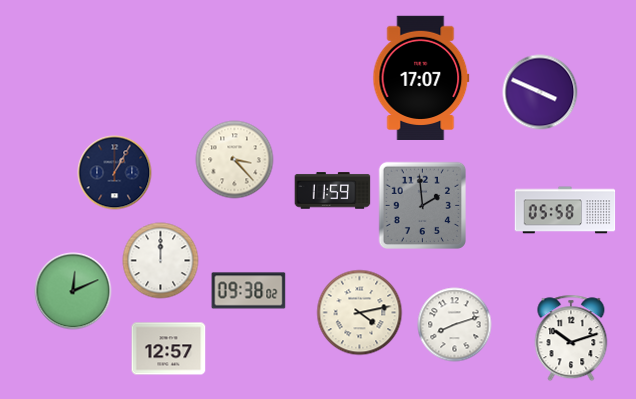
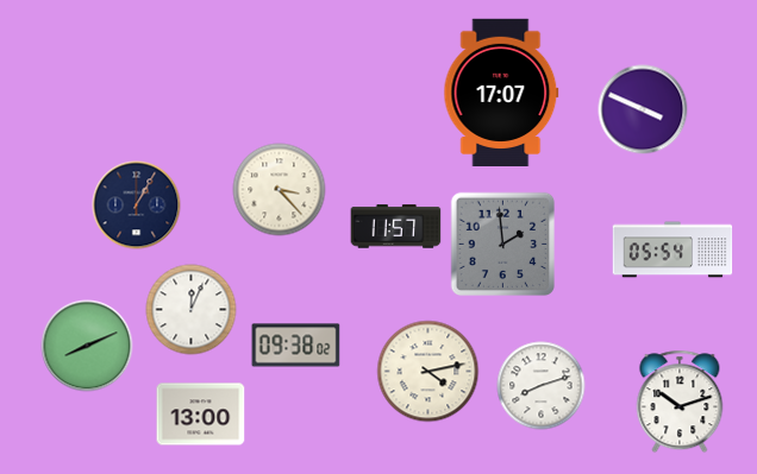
clock at (333, 191): 11:59 -> 11:57
clock at (565, 210): 05:58 -> 05:54
clock at (161, 261): 12:00 -> 12:04
clock at (73, 291): 12:11 -> 8:11
clock at (169, 349): 12:57 -> 13:00
